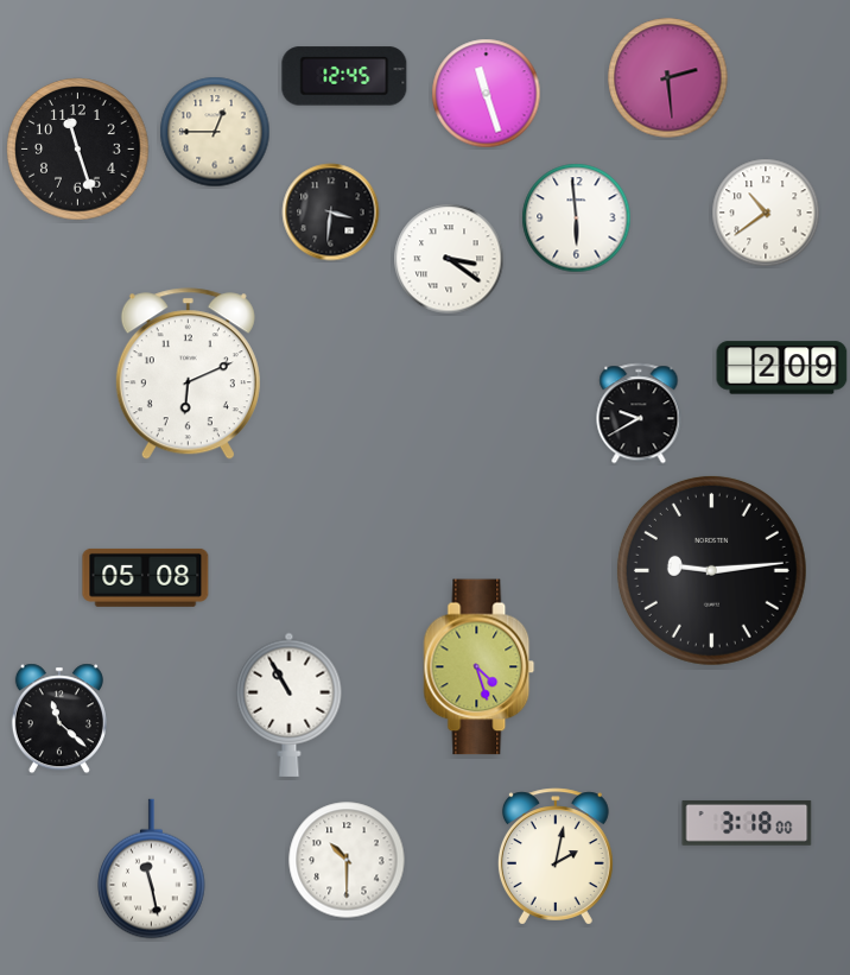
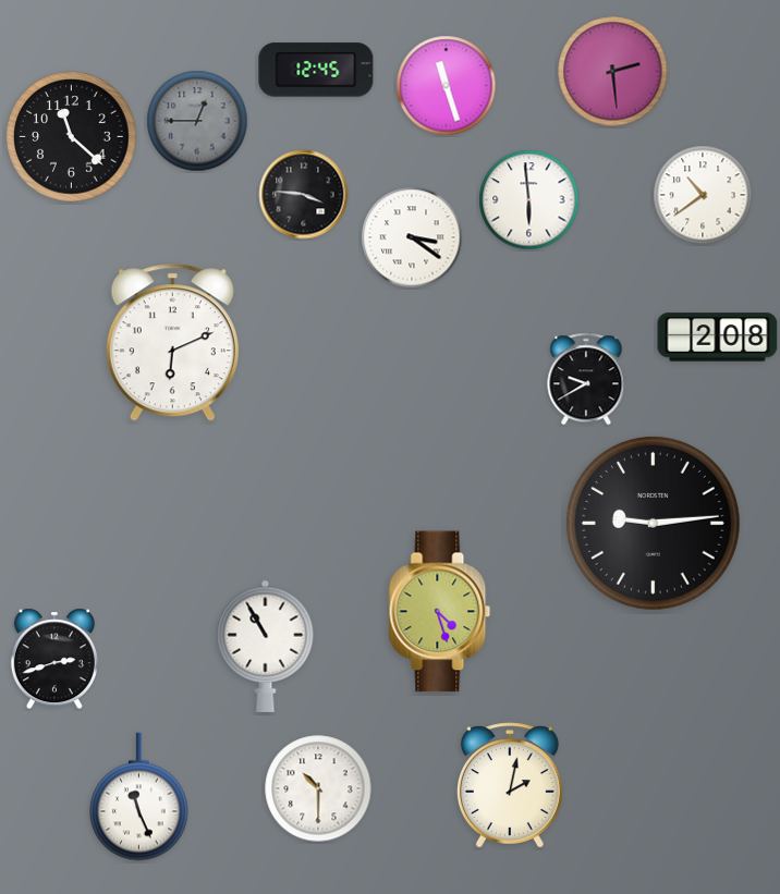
clock at (215, 132) dial: cream -> grey
clock at (78, 150): 11:27 -> 11:22
clock at (331, 213): 3:31 -> 3:46
clock at (782, 368): 2:09 -> 2:08
clock at (146, 577): 05:08 -> none
clock at (59, 718): 11:22 -> 2:42
clock at (747, 823): 3:18 -> none
clock at (152, 869): 11:28 -> 11:26
